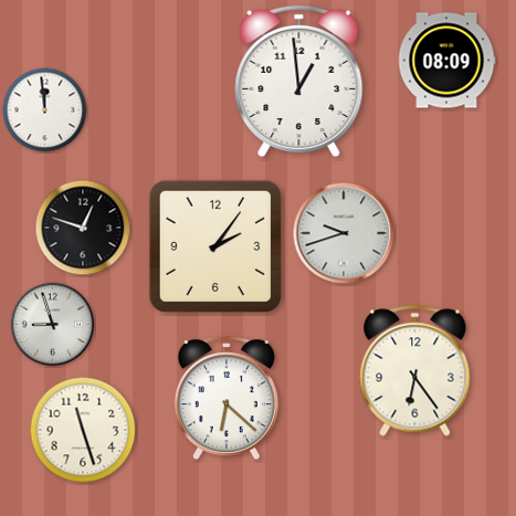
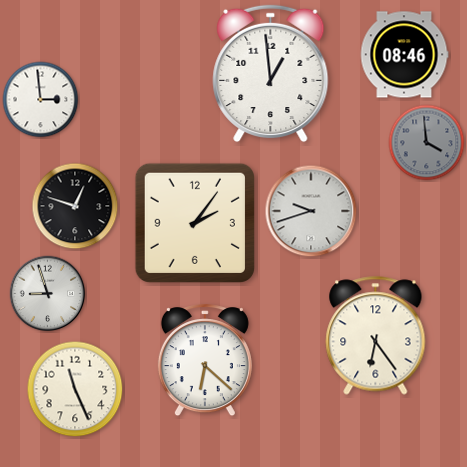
clock at (446, 61): 08:09 -> 08:46
clock at (45, 110): 11:59 -> 2:59
clock at (427, 143): none -> 3:59
clock at (83, 430): 11:27 -> 11:26
